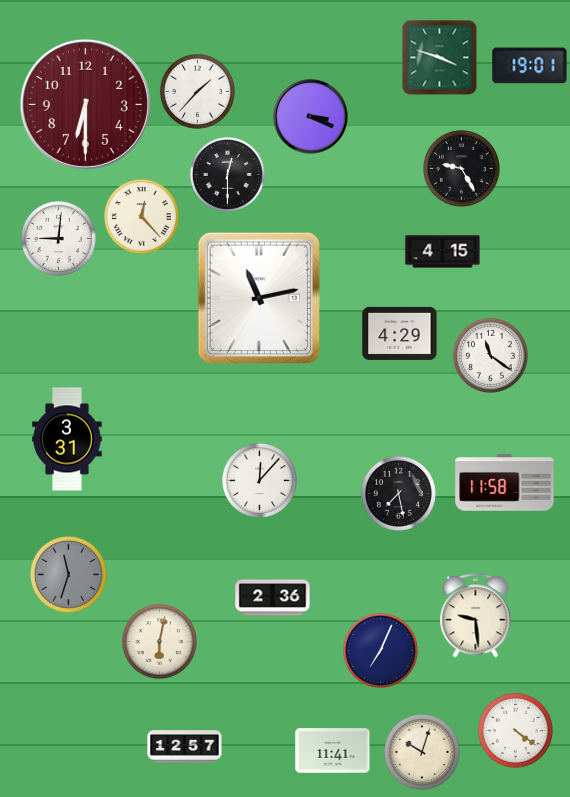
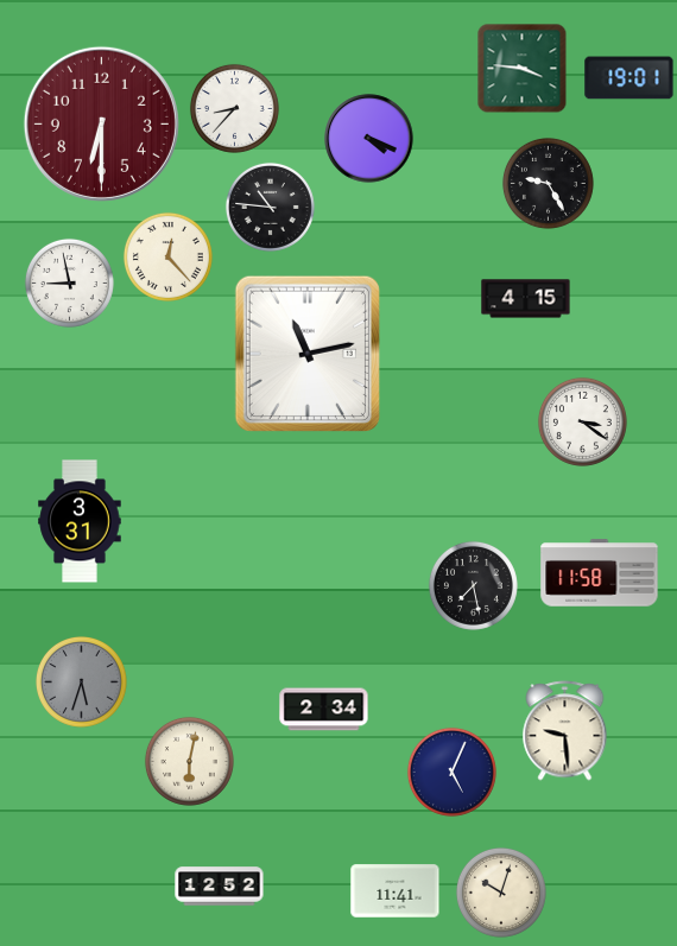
clock at (440, 58): 3:48 -> 3:46
clock at (197, 91): 1:37 -> 8:37
clock at (311, 117): 3:19 -> 4:19
clock at (461, 168) position: (461, 168) -> (548, 183)
clock at (227, 174): 12:30 -> 10:46
clock at (58, 238): 9:01 -> 8:58
clock at (400, 333): 4:29 -> none
clock at (490, 355): 11:21 -> 3:21
clock at (259, 480): 12:07 -> none
clock at (68, 574): 11:33 -> 5:33
clock at (273, 598): 2:36 -> 2:34
clock at (380, 650): 7:04 -> 5:04
clock at (515, 730): 4:21 -> none
clock at (185, 747): 12:57 -> 12:52
